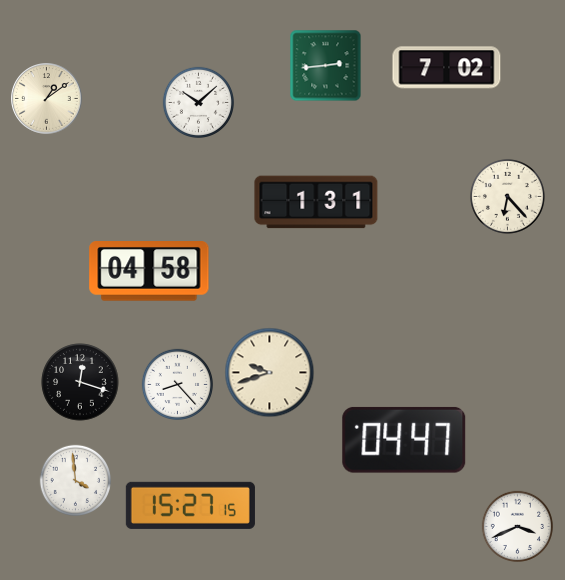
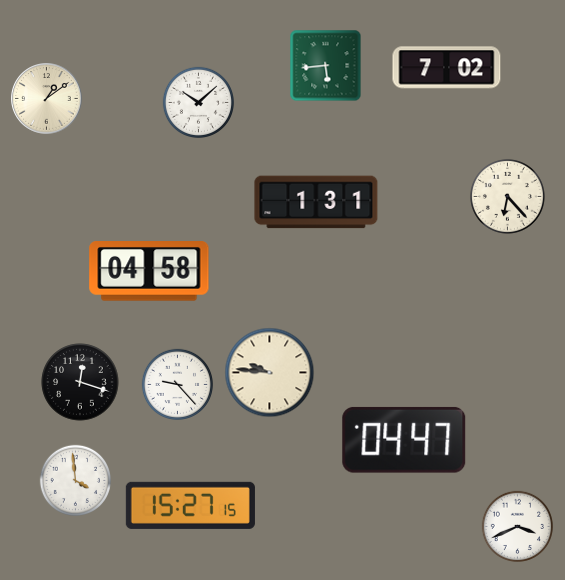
clock at (326, 66): 2:44 -> 5:44
clock at (270, 373): 9:42 -> 9:46
clock at (177, 384): 8:23 -> 9:23
